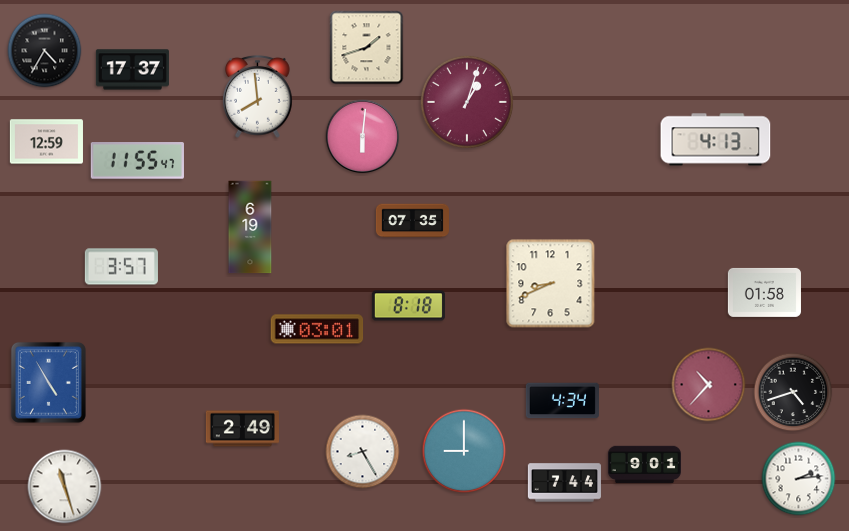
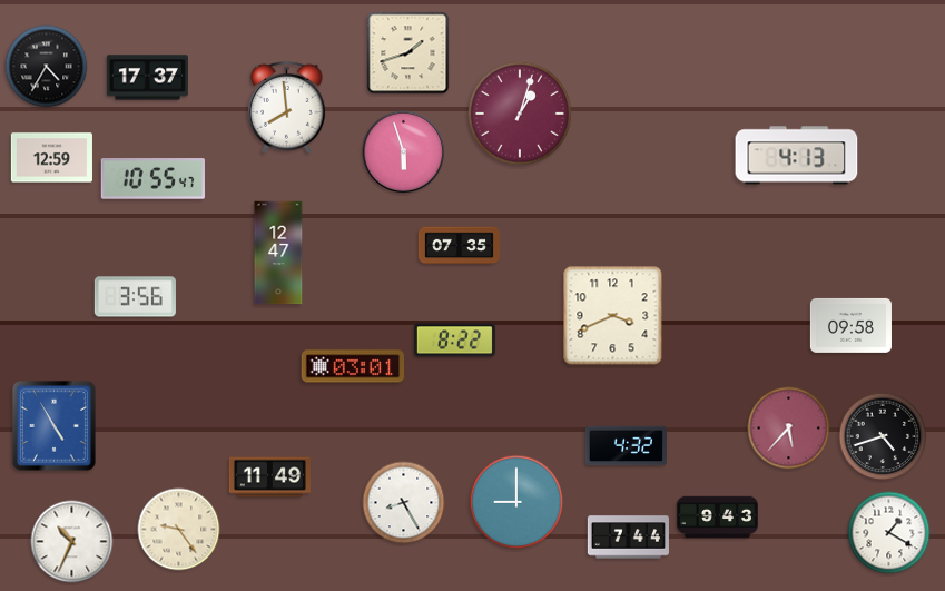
clock at (45, 51) position: (45, 51) -> (47, 67)
clock at (363, 137): 6:01 -> 5:57
clock at (137, 161): 11:55 -> 10:55
clock at (250, 227): 6:19 -> 12:47
clock at (121, 267): 3:57 -> 3:56
clock at (551, 284): 8:41 -> 3:41
clock at (764, 292): 01:58 -> 09:58
clock at (408, 306): 8:18 -> 8:22
clock at (709, 385): 10:37 -> 5:37
clock at (562, 401): 4:34 -> 4:32
clock at (242, 429): 2:49 -> 11:49
clock at (644, 465): 9:01 -> 9:43
clock at (179, 530): none -> 9:24
clock at (799, 479): 2:14 -> 1:20
clock at (65, 487): 11:27 -> 10:34
